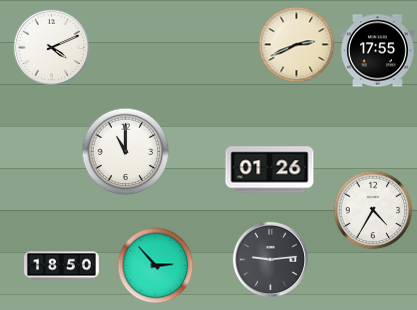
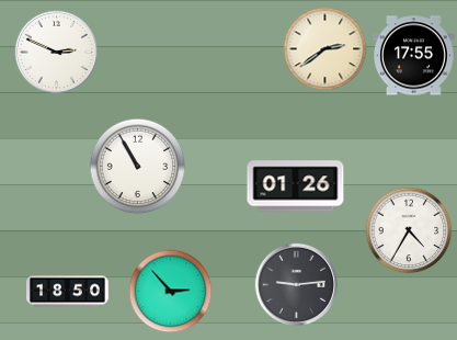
clock at (297, 45): 2:41 -> 2:39
clock at (51, 47): 4:11 -> 2:49
clock at (126, 152): 11:00 -> 10:55
